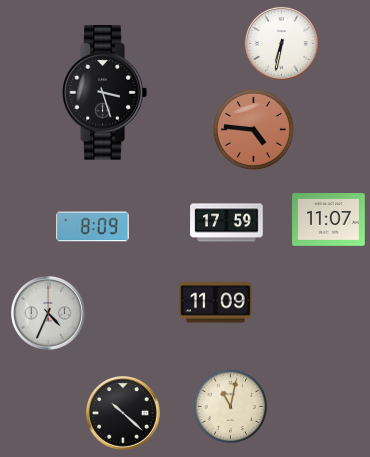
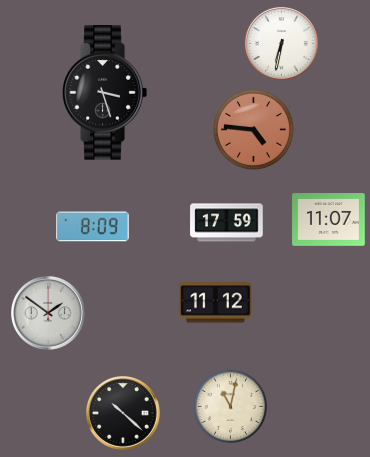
clock at (216, 303): 11:09 -> 11:12
clock at (49, 314): 4:34 -> 1:51
